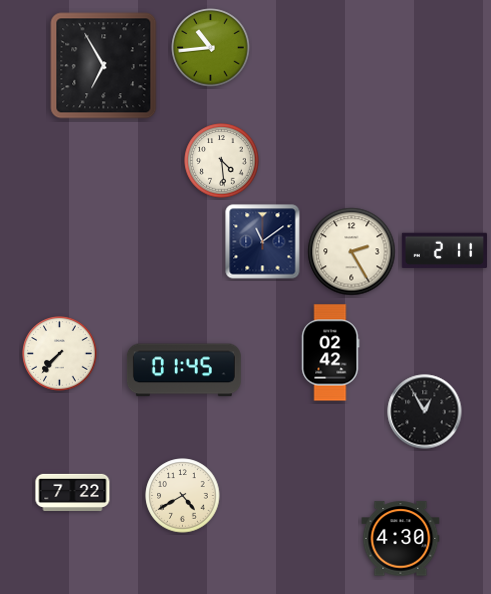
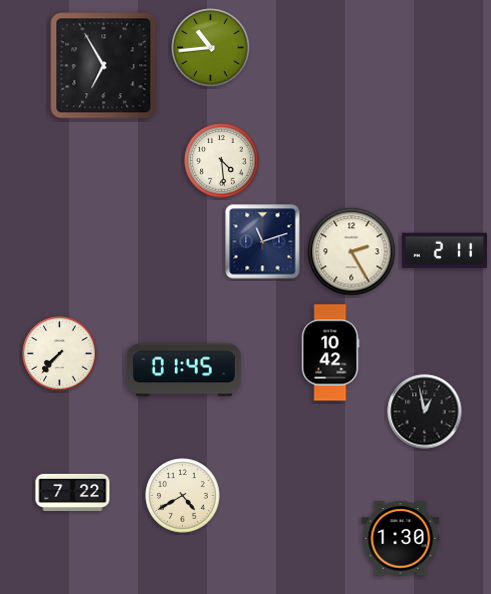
clock at (263, 242): 11:09 -> 11:12
clock at (330, 353): 02:42 -> 10:42
clock at (425, 412): 12:55 -> 12:58
clock at (401, 539): 4:30 -> 1:30
